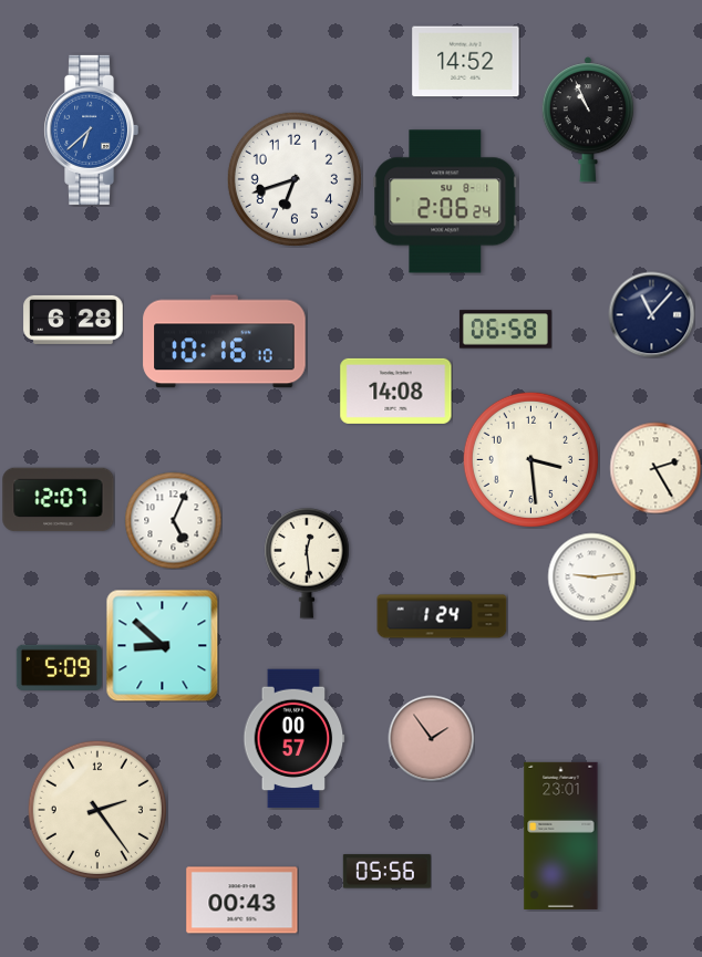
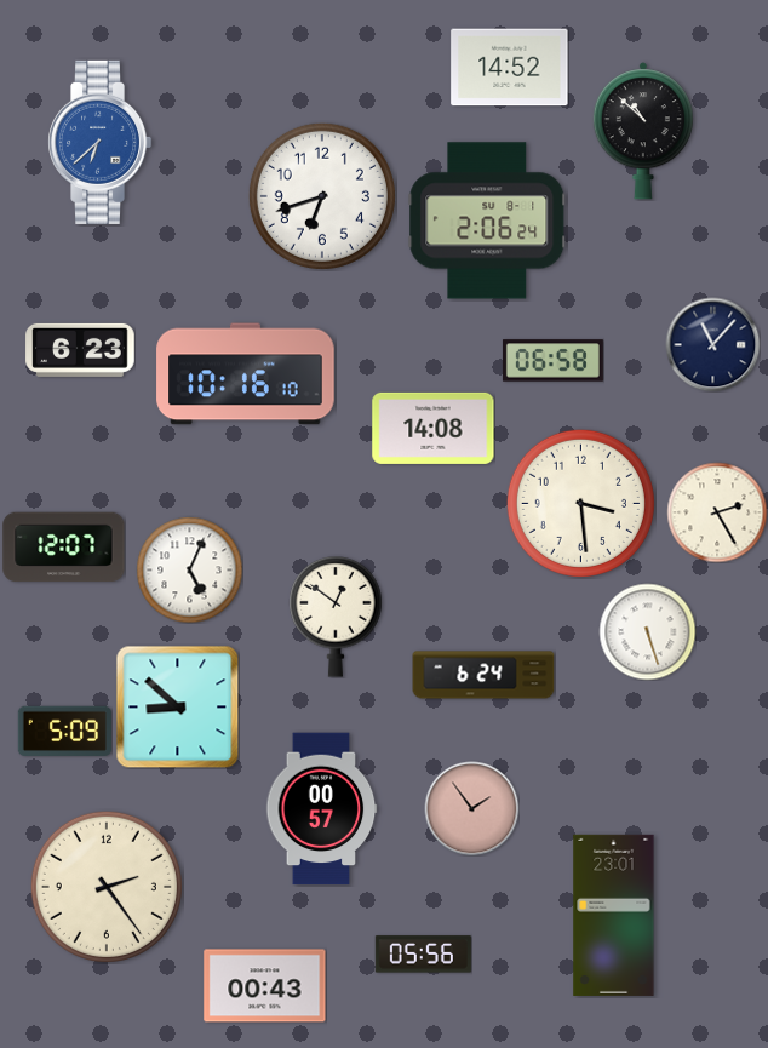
clock at (588, 119): 10:56 -> 10:52
clock at (73, 320): 6:28 -> 6:23
clock at (307, 564): 12:29 -> 12:51
clock at (591, 576): 9:14 -> 5:27
clock at (442, 616): 1:24 -> 6:24
